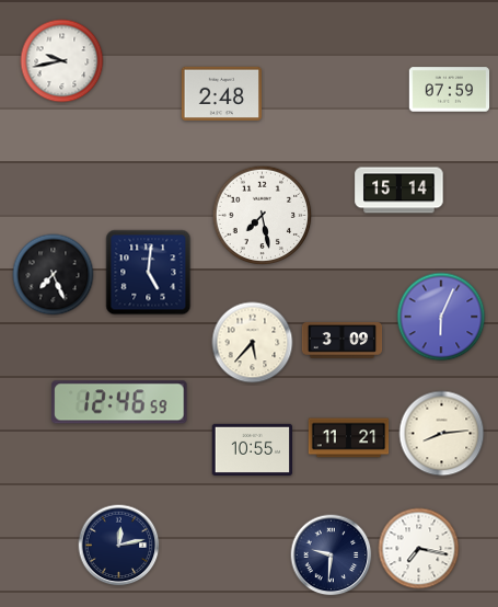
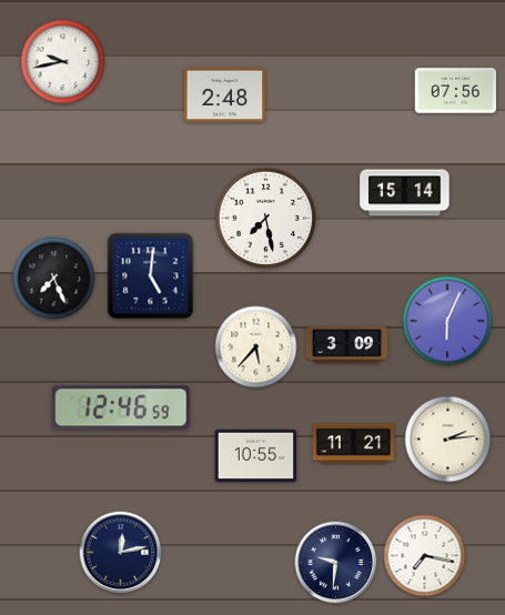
clock at (450, 90): 07:59 -> 07:56
clock at (442, 434): 8:14 -> 2:14
